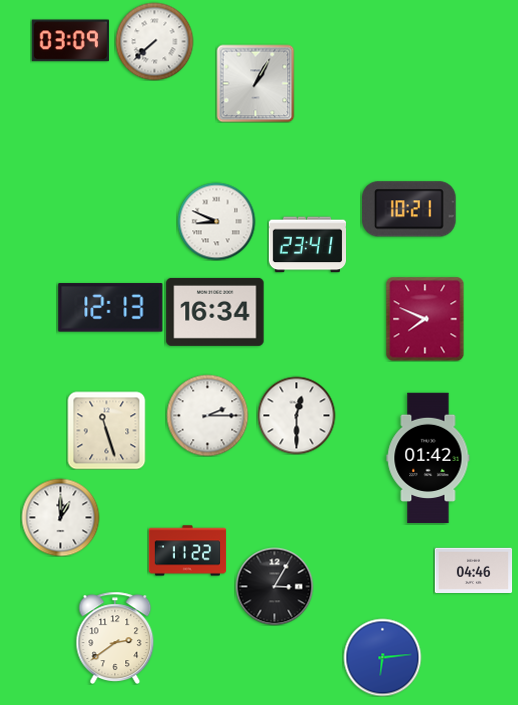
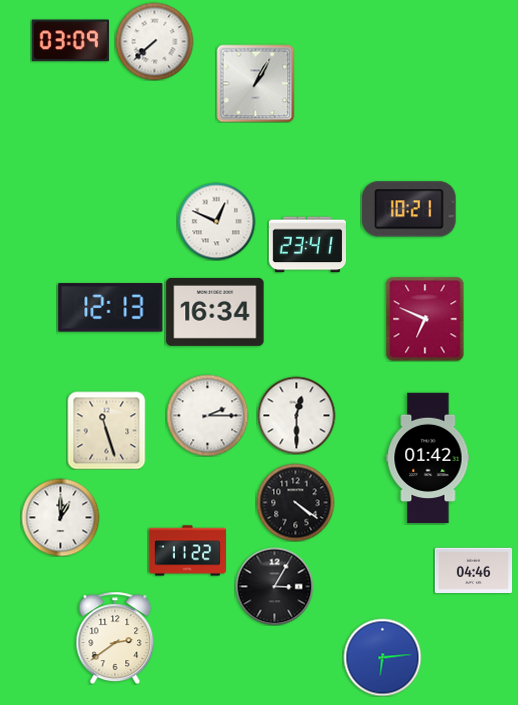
clock at (216, 221): 8:49 -> 12:49
clock at (425, 319): 7:49 -> 6:49
clock at (295, 502): none -> 4:21
